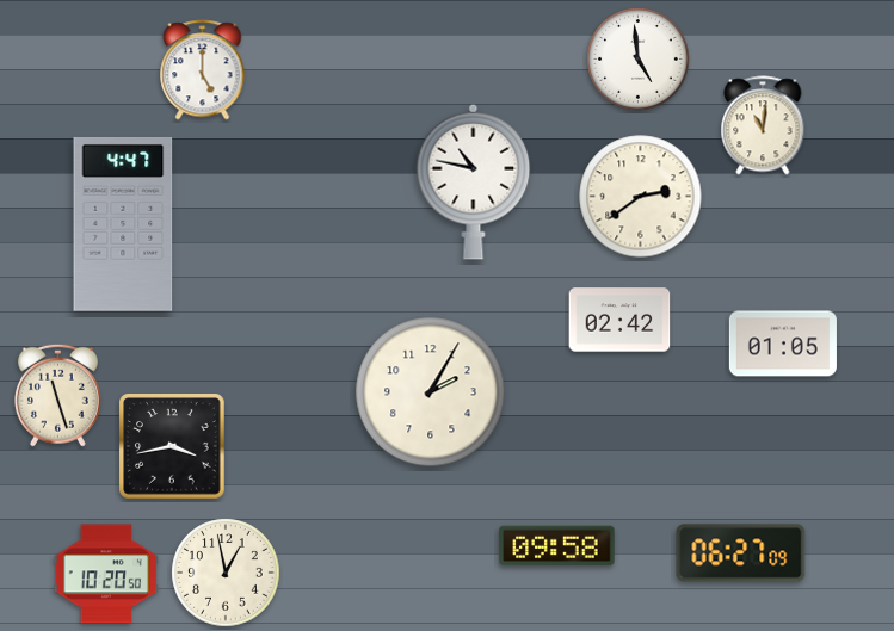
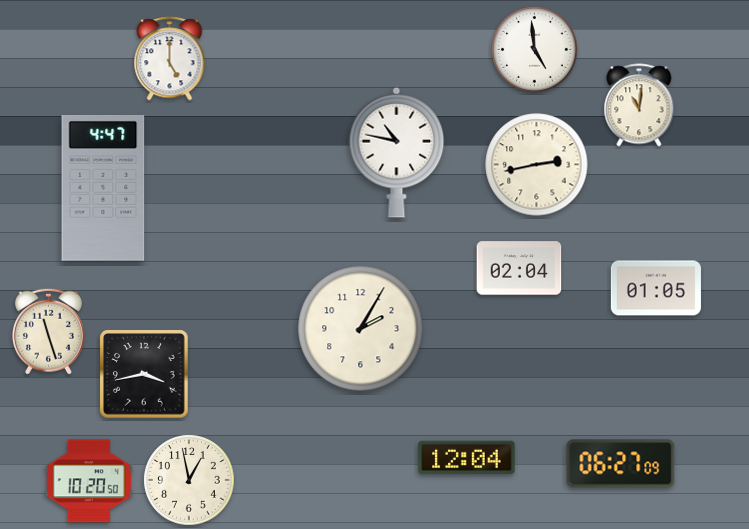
clock at (641, 197): 2:39 -> 2:43
clock at (619, 320): 02:42 -> 02:04
clock at (557, 546): 09:58 -> 12:04
